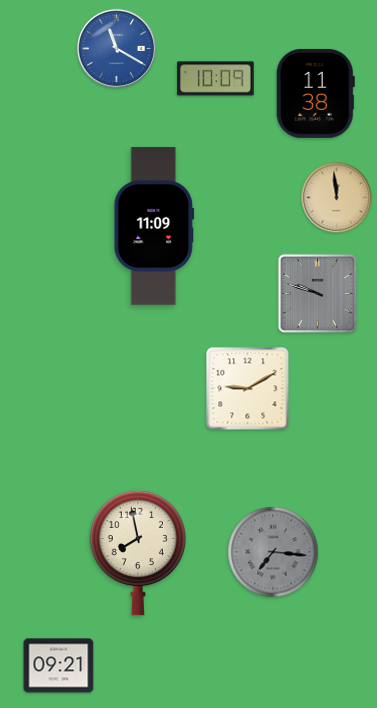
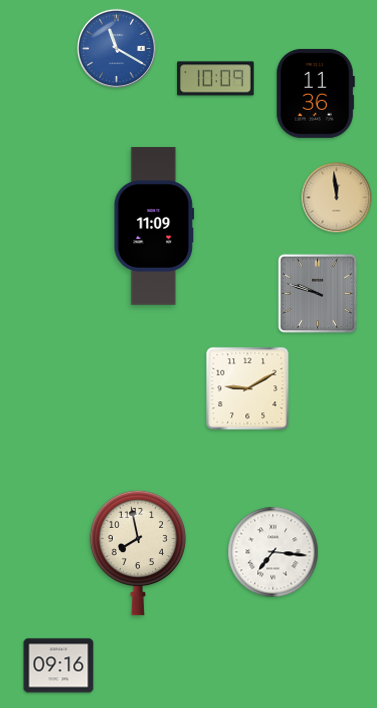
clock at (315, 93): 11:38 -> 11:36
clock at (273, 552) dial: grey -> white
clock at (59, 666): 09:21 -> 09:16
